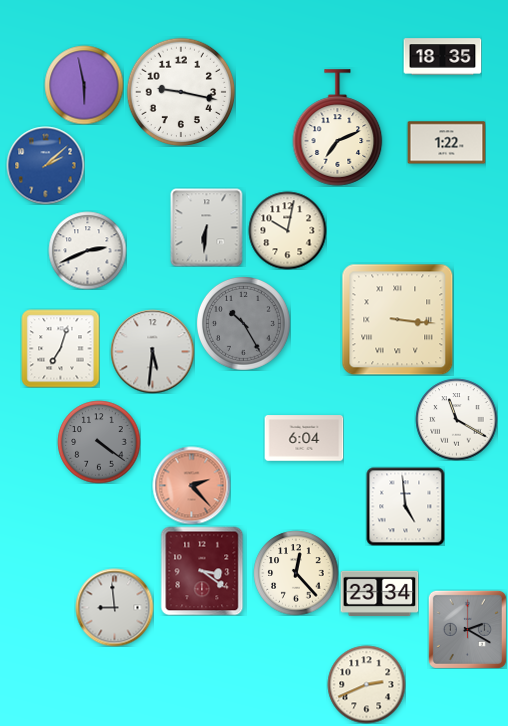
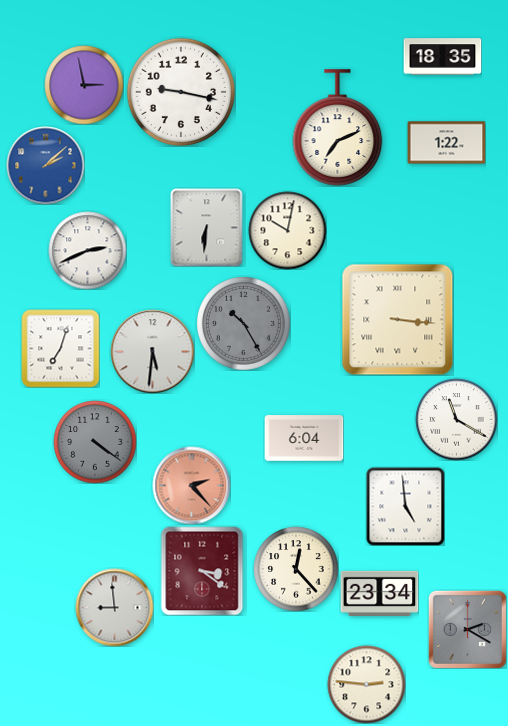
clock at (84, 85): 5:58 -> 2:58
clock at (99, 442) position: (99, 442) -> (95, 442)
clock at (296, 573) position: (296, 573) -> (296, 569)
clock at (366, 684): 2:41 -> 2:46
